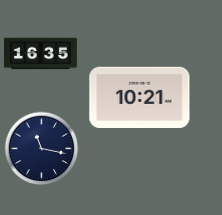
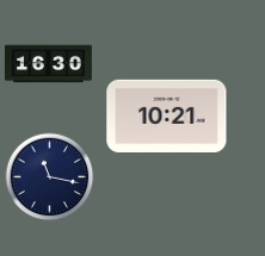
clock at (40, 54): 16:35 -> 16:30
